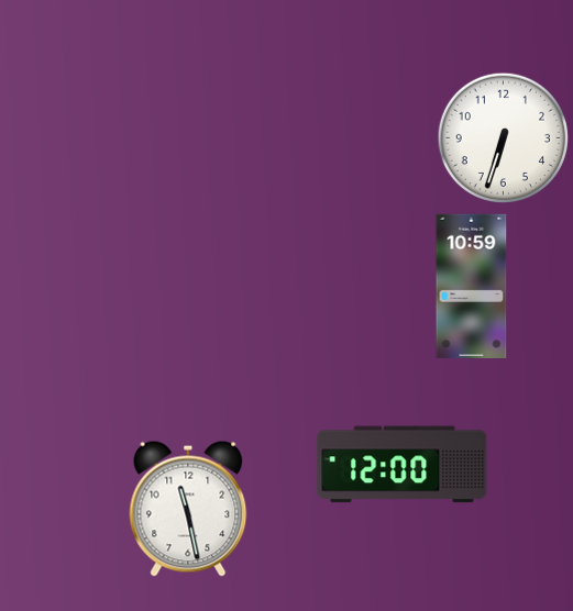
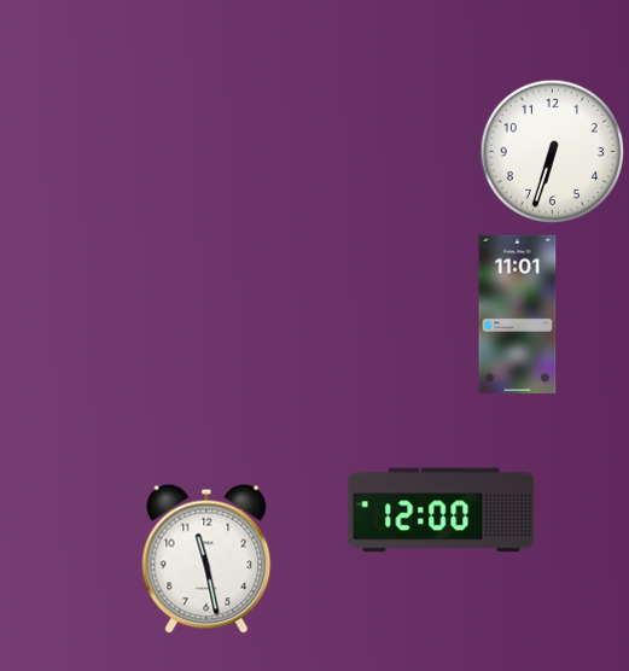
clock at (472, 286): 10:59 -> 11:01
